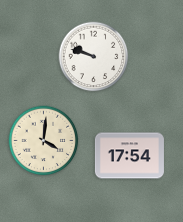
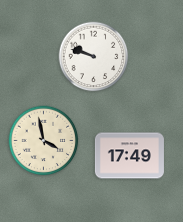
clock at (44, 141): 4:01 -> 3:58
clock at (129, 156): 17:54 -> 17:49
